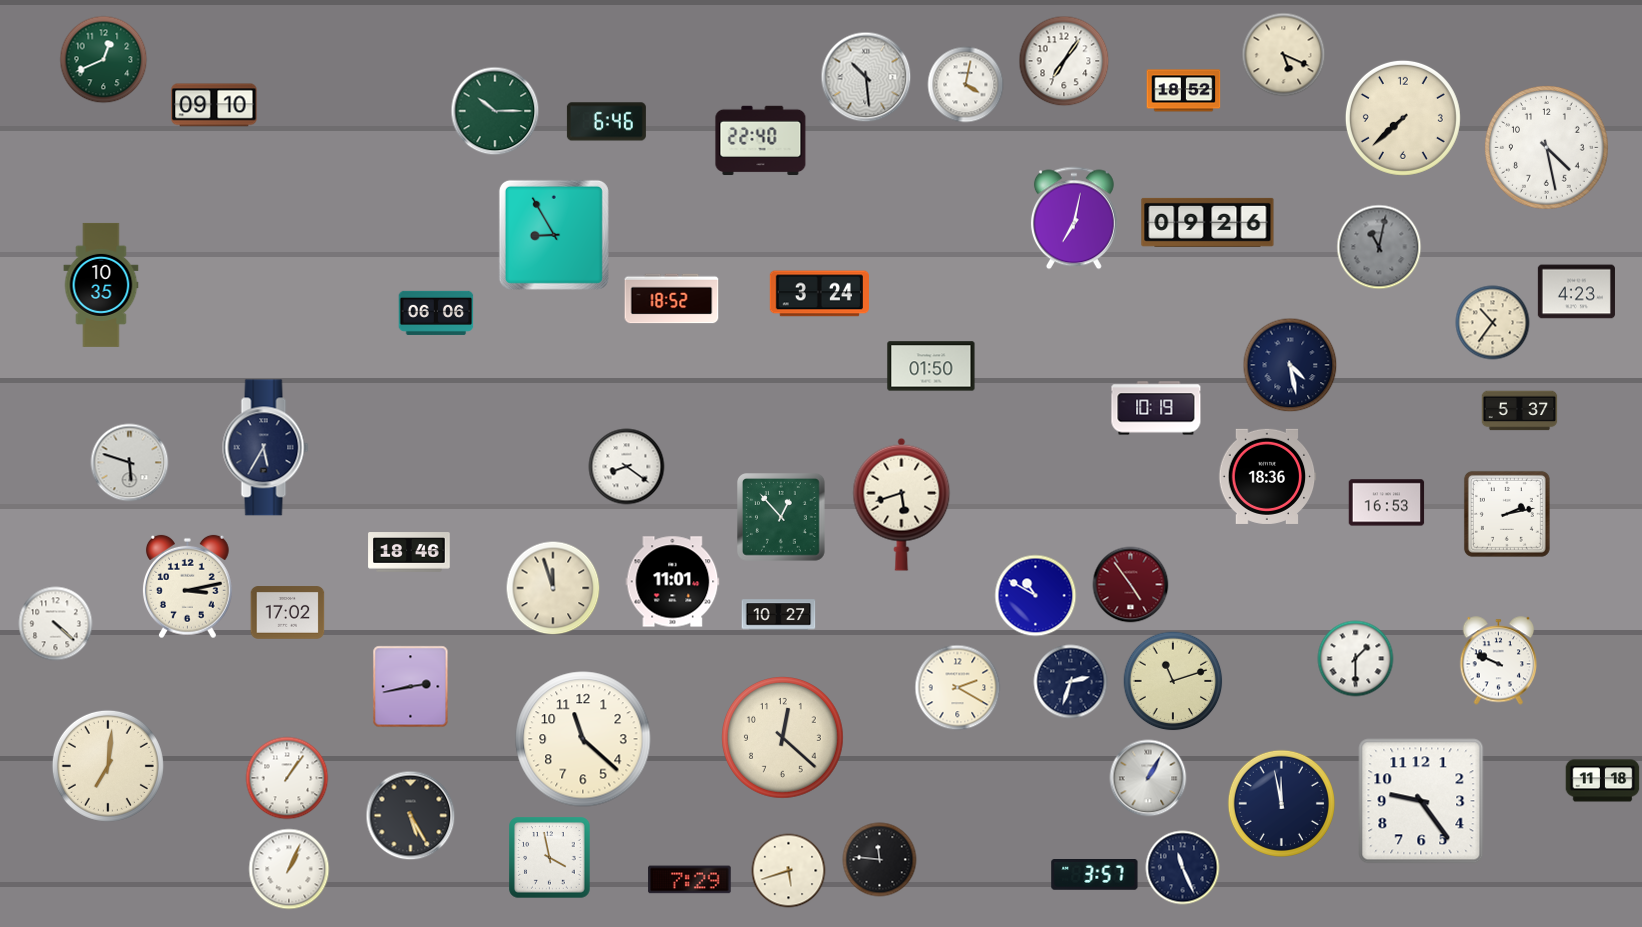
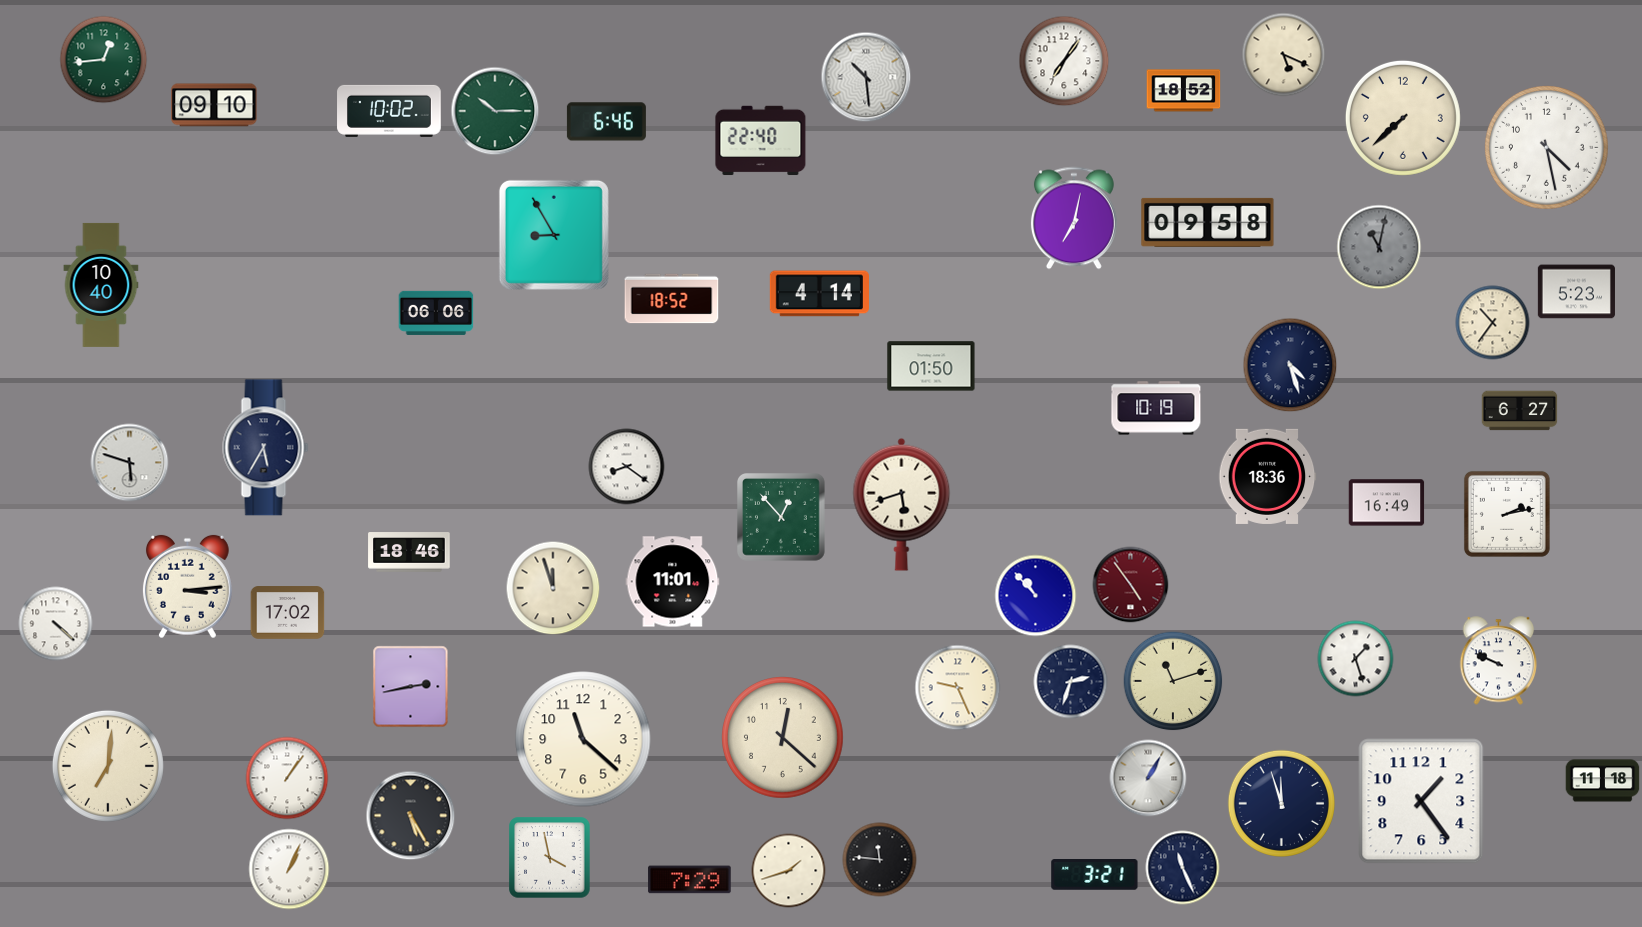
clock at (104, 60): 12:41 -> 12:44
clock at (966, 85): 4:02 -> none
clock at (389, 111): none -> 10:02
clock at (1208, 222): 09:26 -> 09:58
clock at (101, 285): 10:35 -> 10:40
clock at (1576, 292): 4:23 -> 5:23
clock at (819, 294): 3:24 -> 4:14
clock at (1290, 365): 4:28 -> 4:27
clock at (1520, 411): 5:37 -> 6:27
clock at (1387, 503): 16:53 -> 16:49
clock at (187, 587): 3:13 -> 3:14
clock at (1036, 596): 10:50 -> 10:53
clock at (779, 615): 10:27 -> none
clock at (1356, 659): 1:30 -> 1:27
clock at (958, 688): 2:20 -> 9:26
clock at (1421, 801): 9:24 -> 1:24
clock at (1281, 803): 11:58 -> 11:57
clock at (789, 871): 5:42 -> 1:42
clock at (1095, 875): 3:57 -> 3:21
